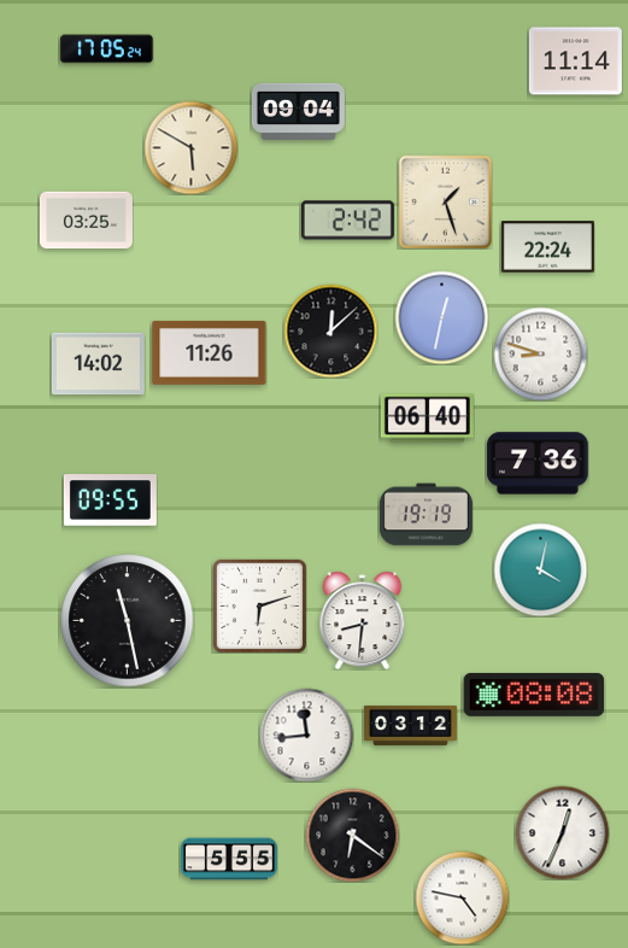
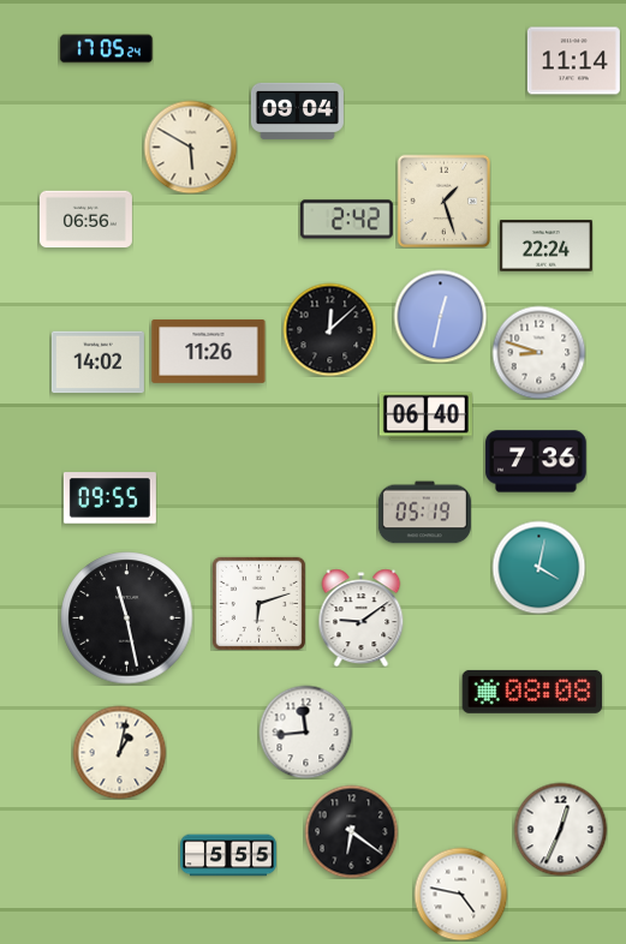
clock at (86, 221): 03:25 -> 06:56
clock at (425, 515): 19:19 -> 05:19
clock at (363, 620): 8:31 -> 9:09
clock at (410, 725): 03:12 -> none
clock at (119, 752): none -> 1:02
